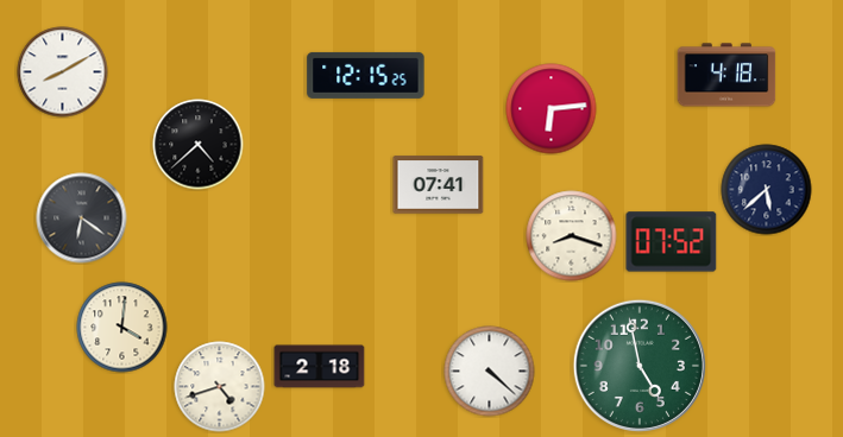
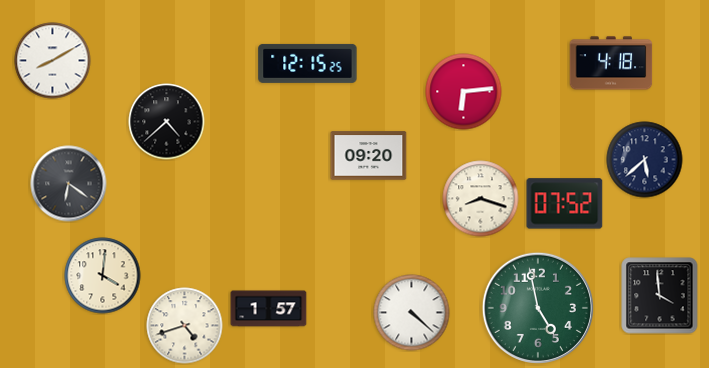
clock at (439, 185): 07:41 -> 09:20
clock at (660, 296): none -> 3:59
clock at (320, 367): 2:18 -> 1:57
